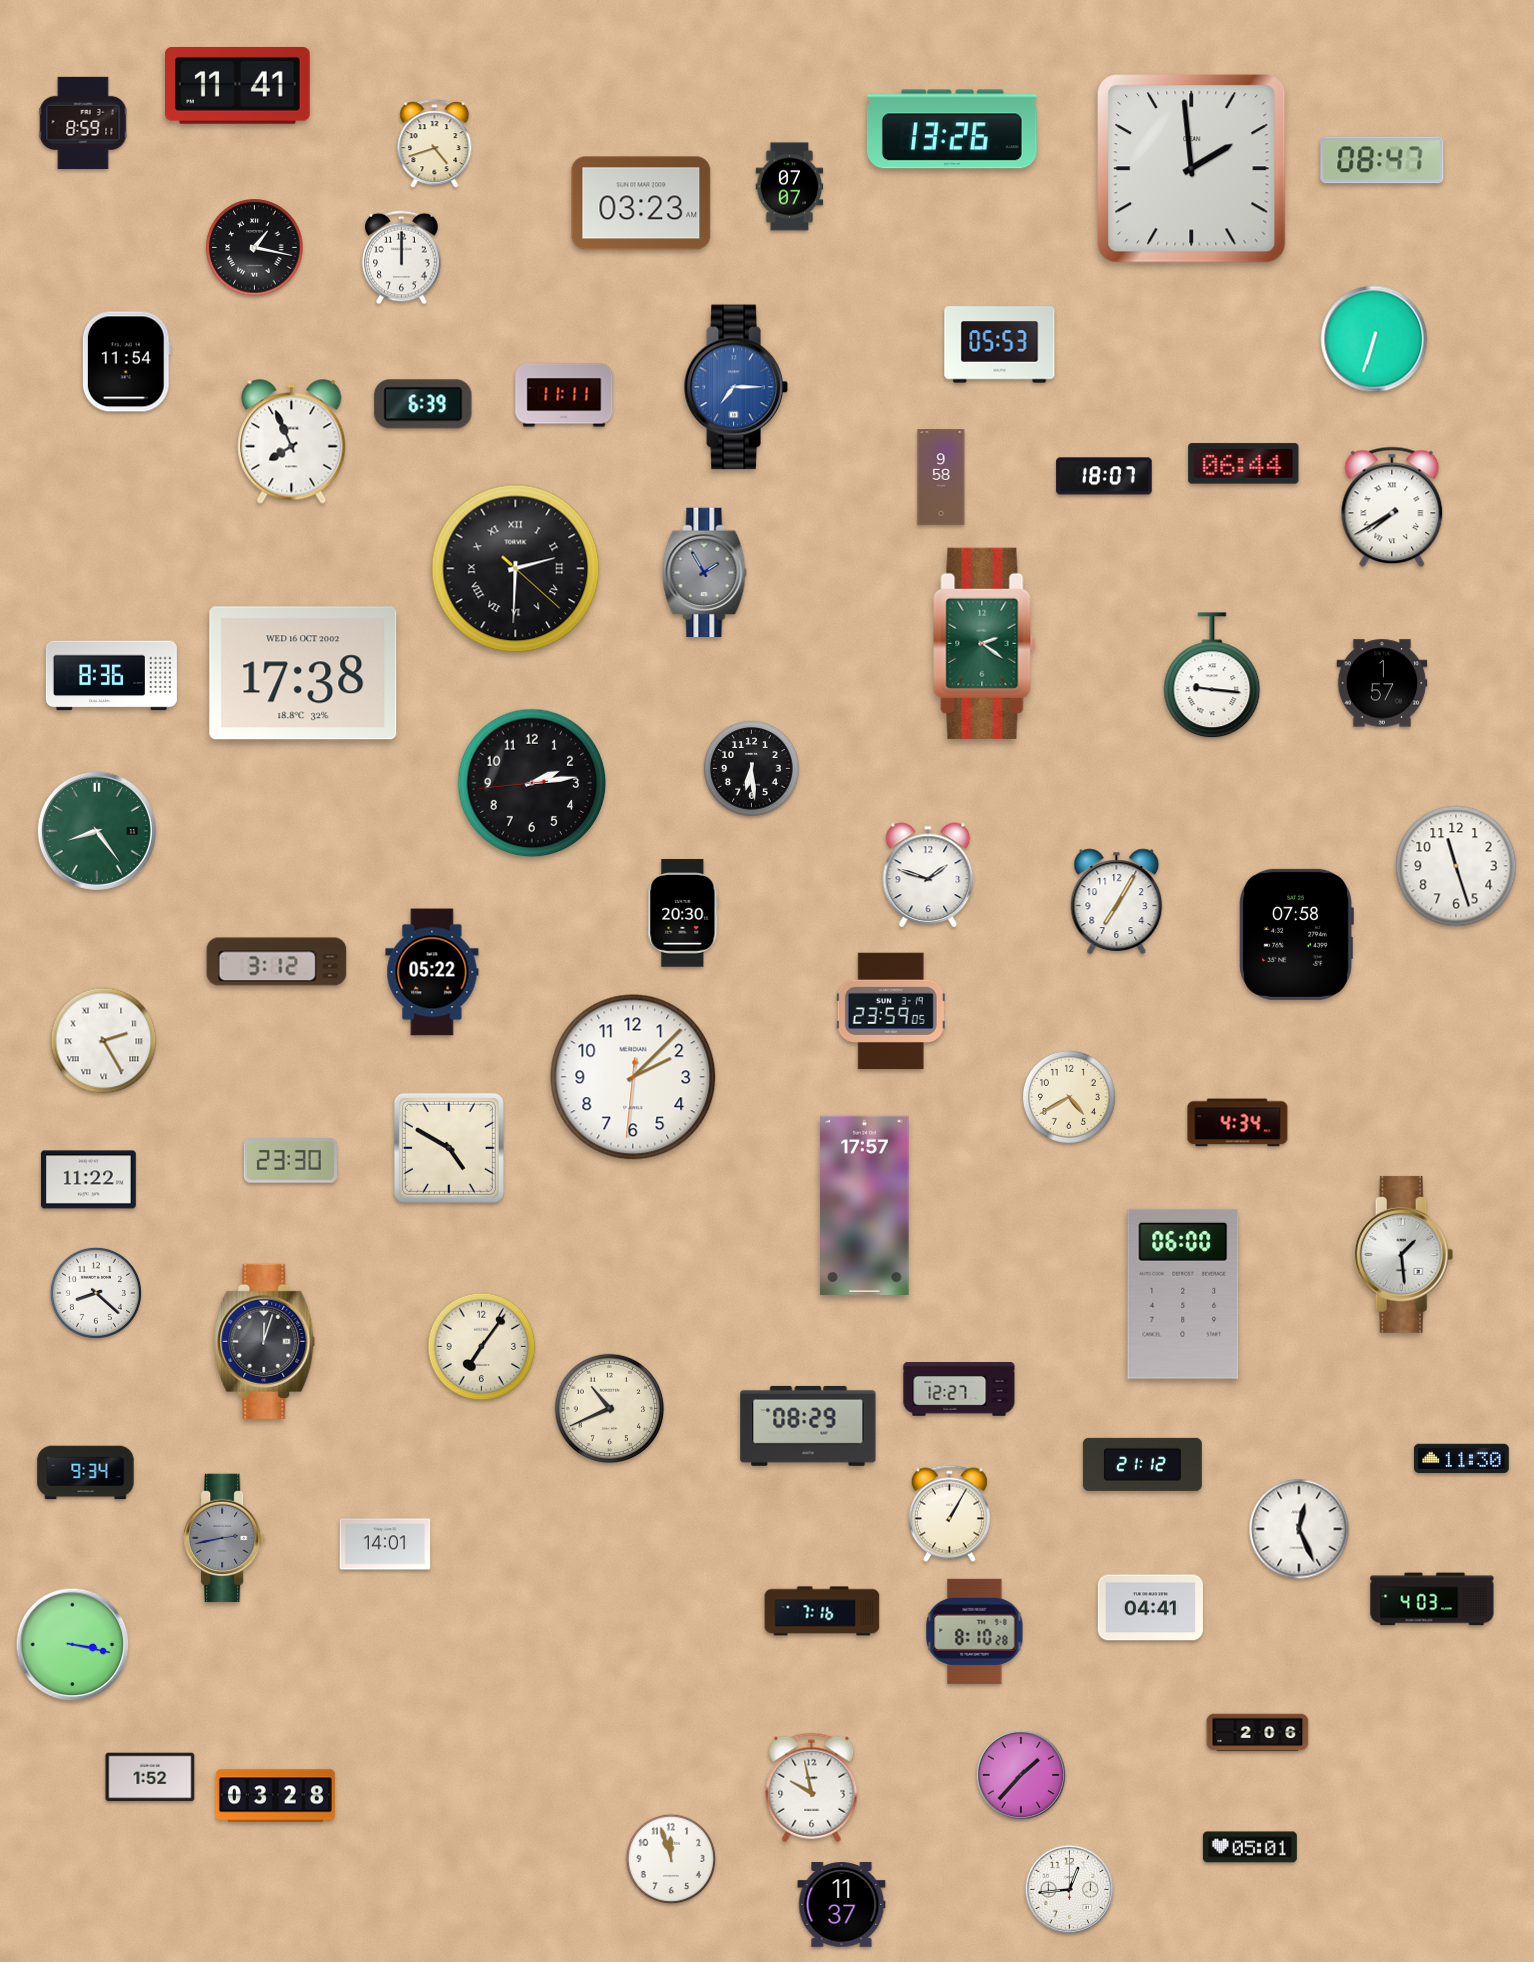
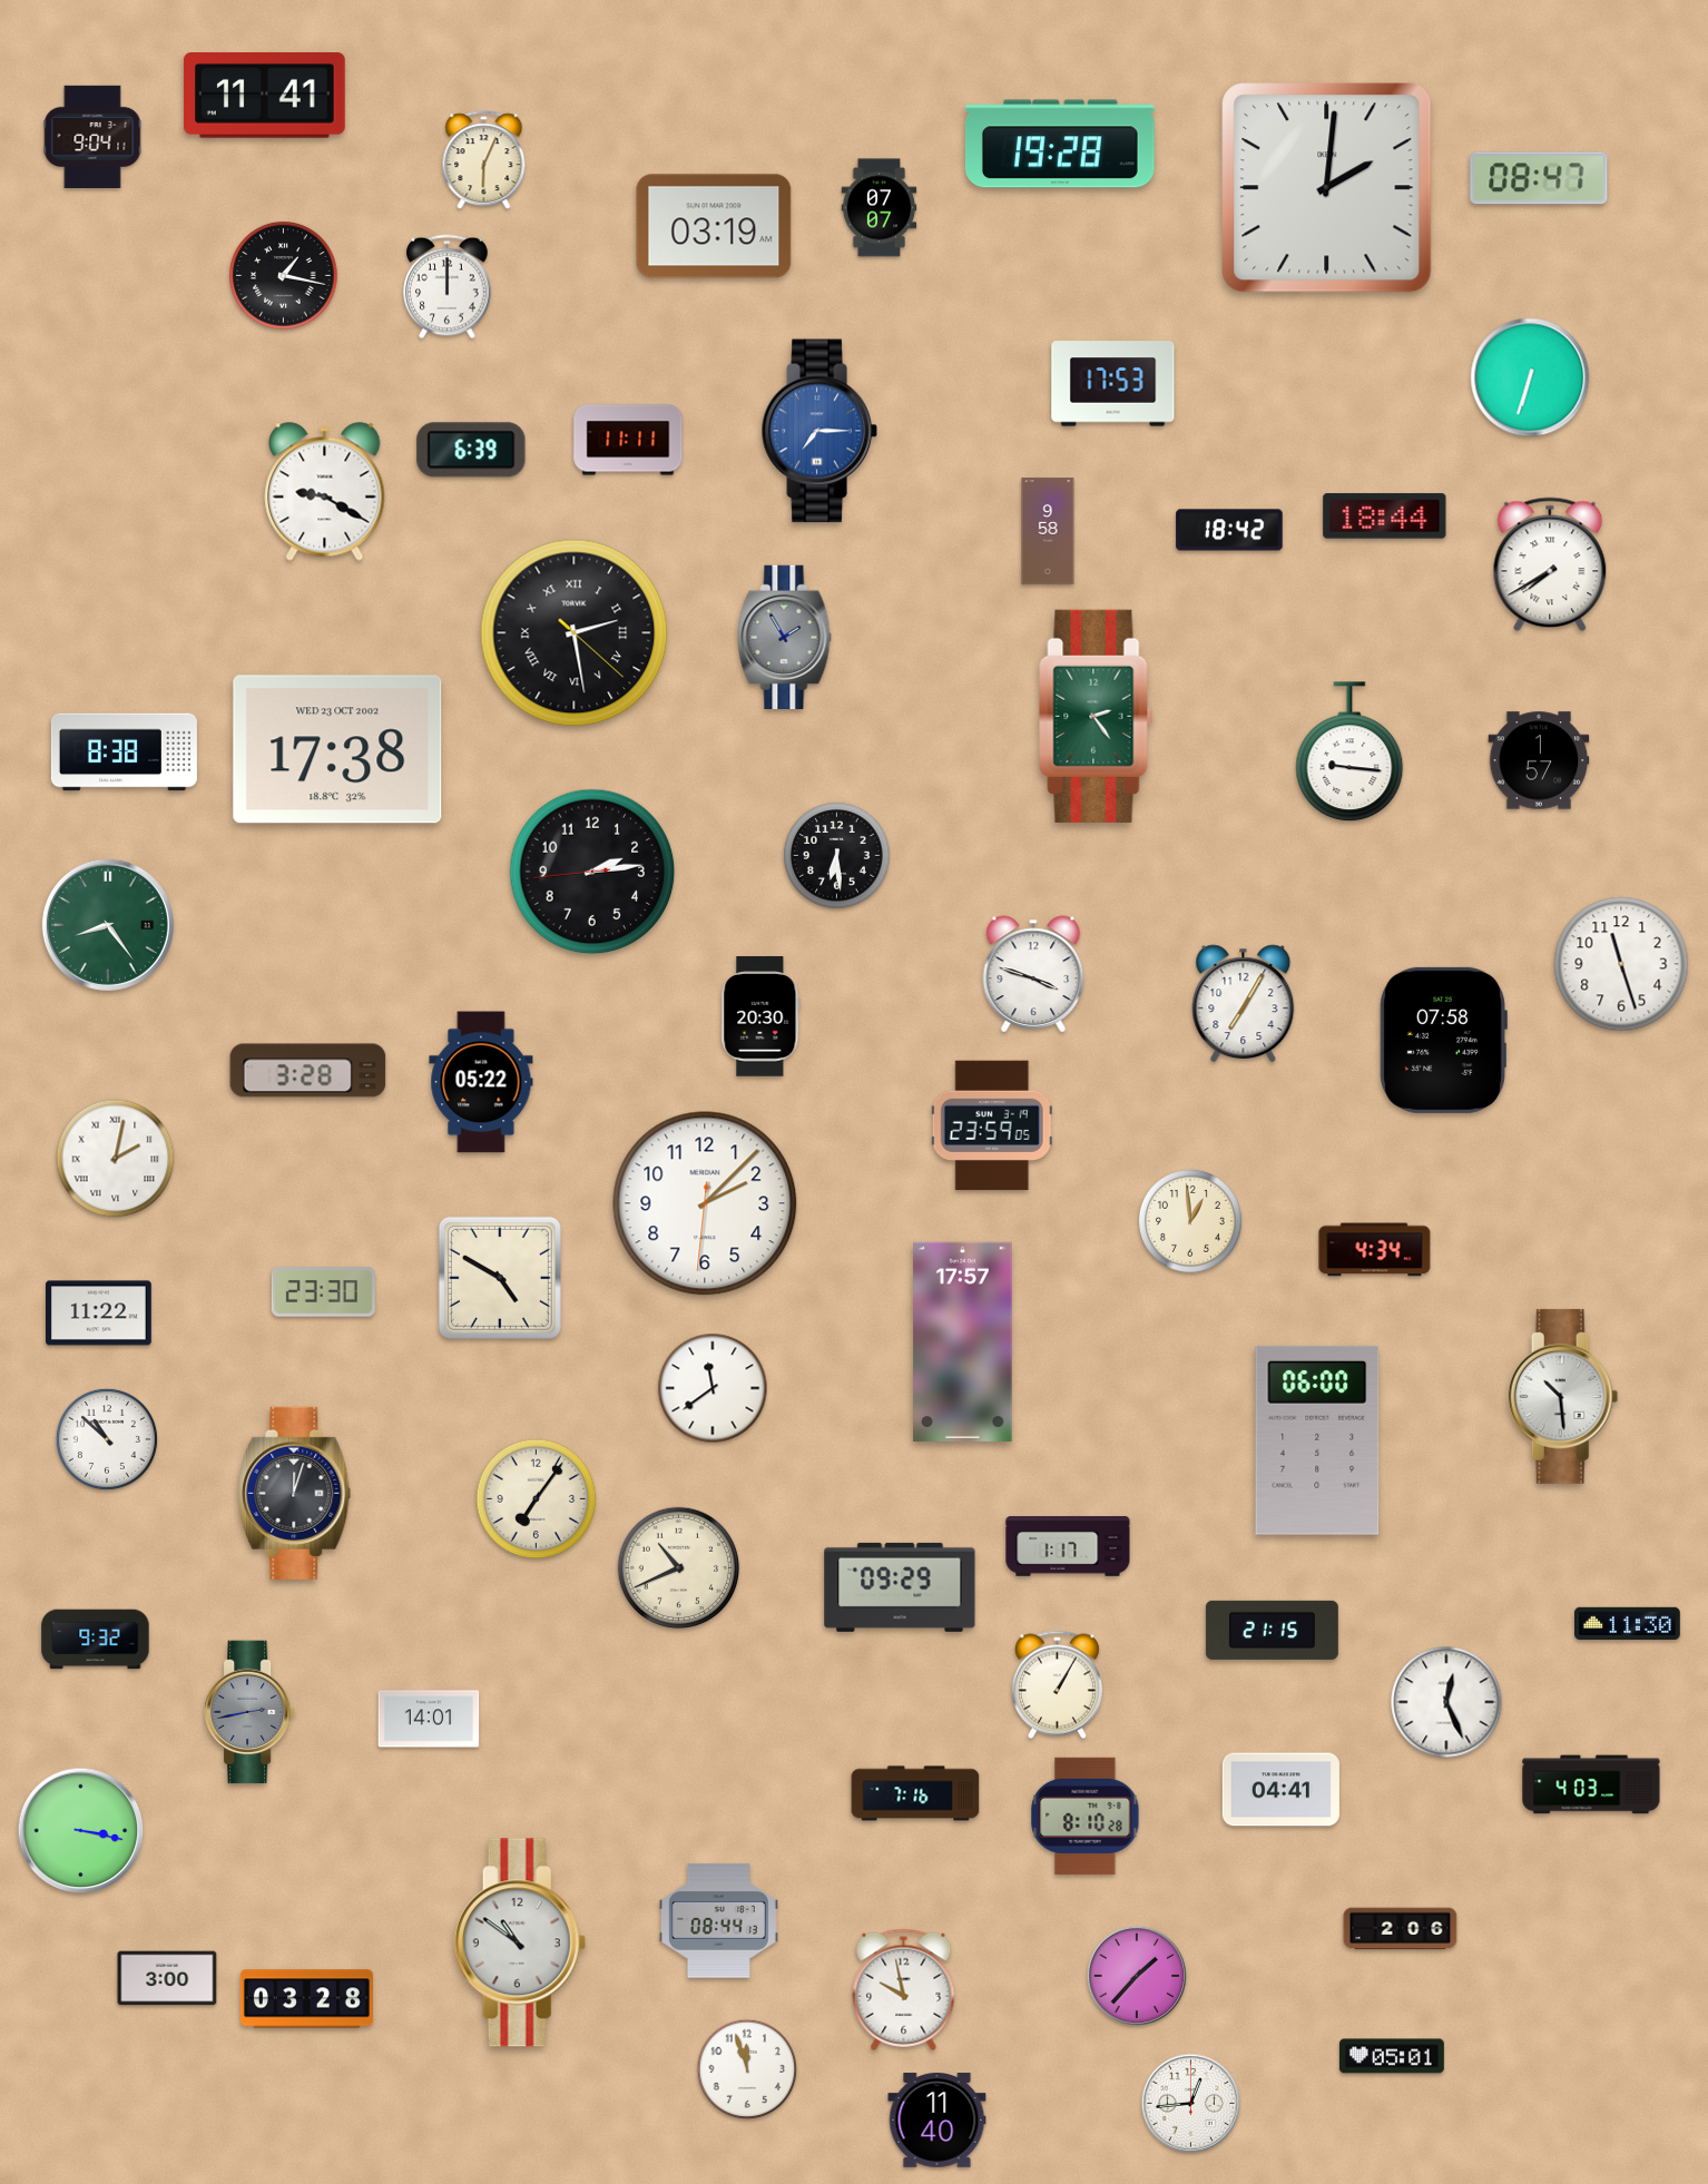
clock at (83, 122): 8:59 -> 9:04
clock at (952, 129): 13:26 -> 19:28
clock at (435, 144): 4:42 -> 6:04
clock at (1192, 169): 1:59 -> 2:01
clock at (641, 203): 03:23 -> 03:19
clock at (1000, 345): 05:53 -> 17:53
clock at (126, 362): 11:54 -> none
clock at (292, 442): 7:56 -> 9:20
clock at (1244, 464): 06:44 -> 18:44
clock at (1104, 476): 18:07 -> 18:42
clock at (516, 569): 2:30 -> 2:28
clock at (985, 643): 2:21 -> 2:24
clock at (303, 673) date: WED 16 OCT 2002 -> WED 23 OCT 2002
clock at (111, 676): 8:36 -> 8:38
clock at (928, 875): 1:48 -> 3:48
clock at (277, 962): 3:12 -> 3:28
clock at (104, 1041): 2:25 -> 2:02
clock at (633, 1077) position: (633, 1077) -> (705, 1203)
clock at (1069, 1097): 4:40 -> 12:59
clock at (1238, 1123) position: (1238, 1123) -> (1375, 1250)
clock at (713, 1388): none -> 11:39
clock at (1404, 1254): 1:29 -> 10:29
clock at (96, 1293): 8:22 -> 10:52
clock at (959, 1389): 12:27 -> 1:17
clock at (808, 1426): 08:29 -> 09:29
clock at (1142, 1464): 21:12 -> 21:15
clock at (86, 1473): 9:34 -> 9:32
clock at (1432, 1599) position: (1432, 1599) -> (1591, 1784)
clock at (718, 1921): none -> 08:44
clock at (520, 1942): none -> 10:51
clock at (150, 1777): 1:52 -> 3:00
clock at (842, 1905): 11:37 -> 11:40
